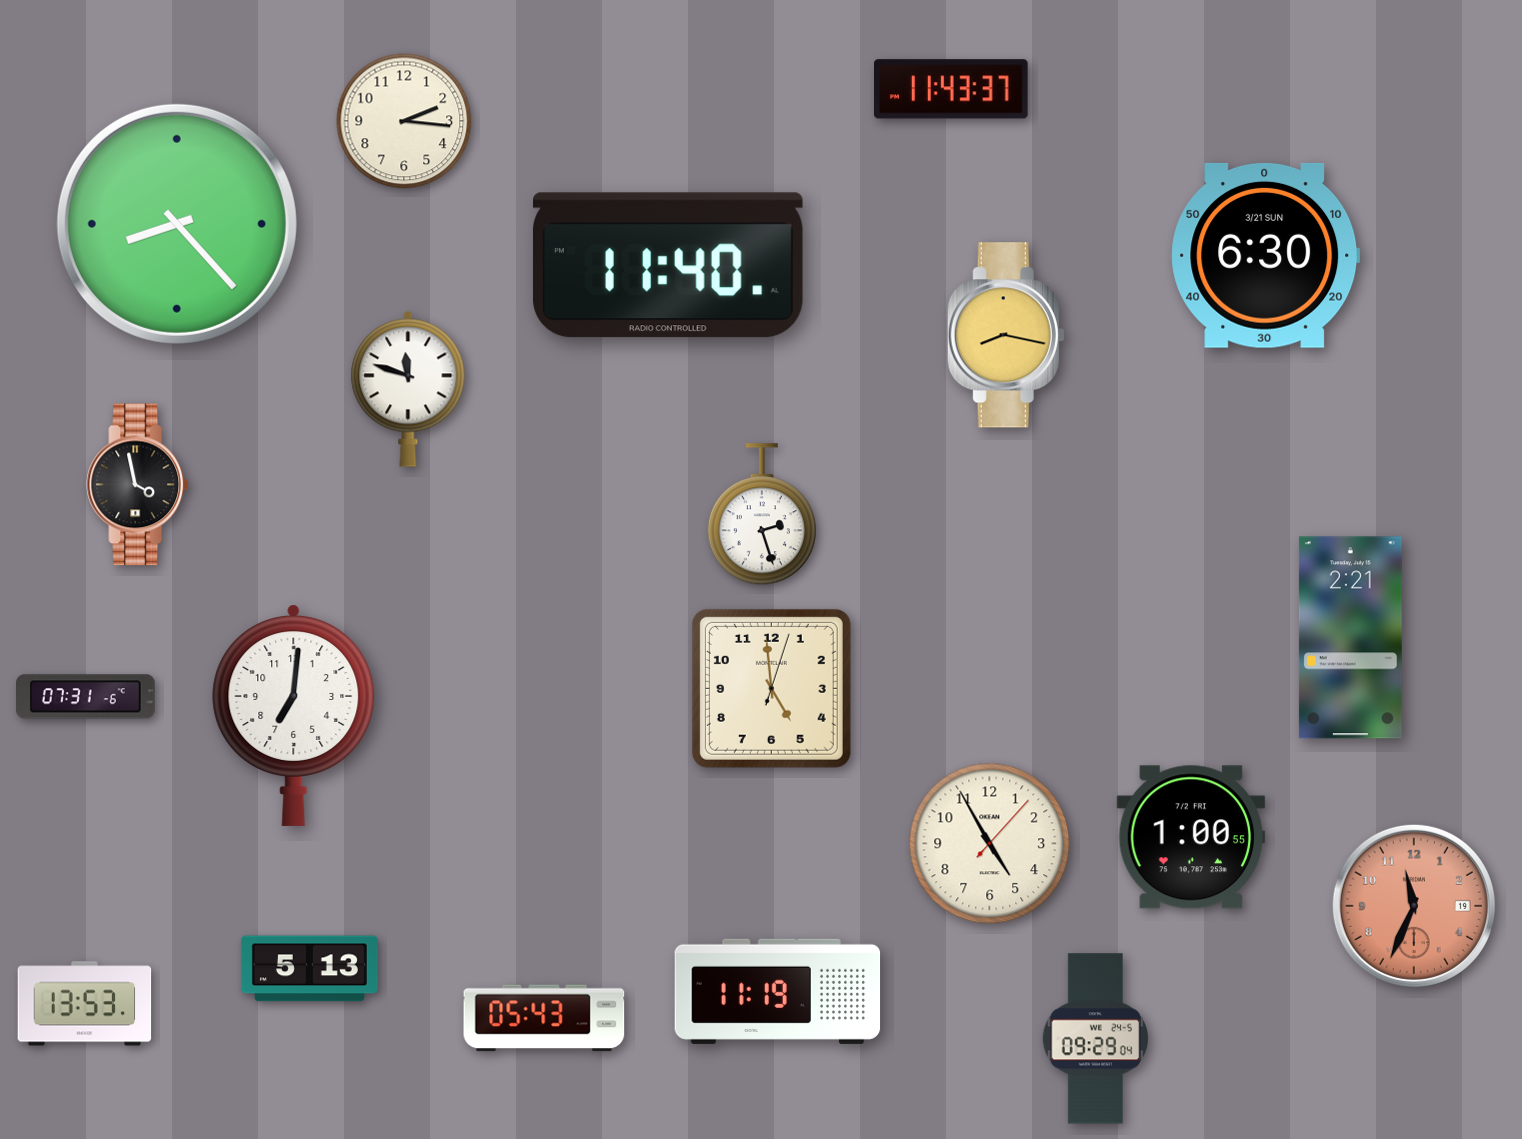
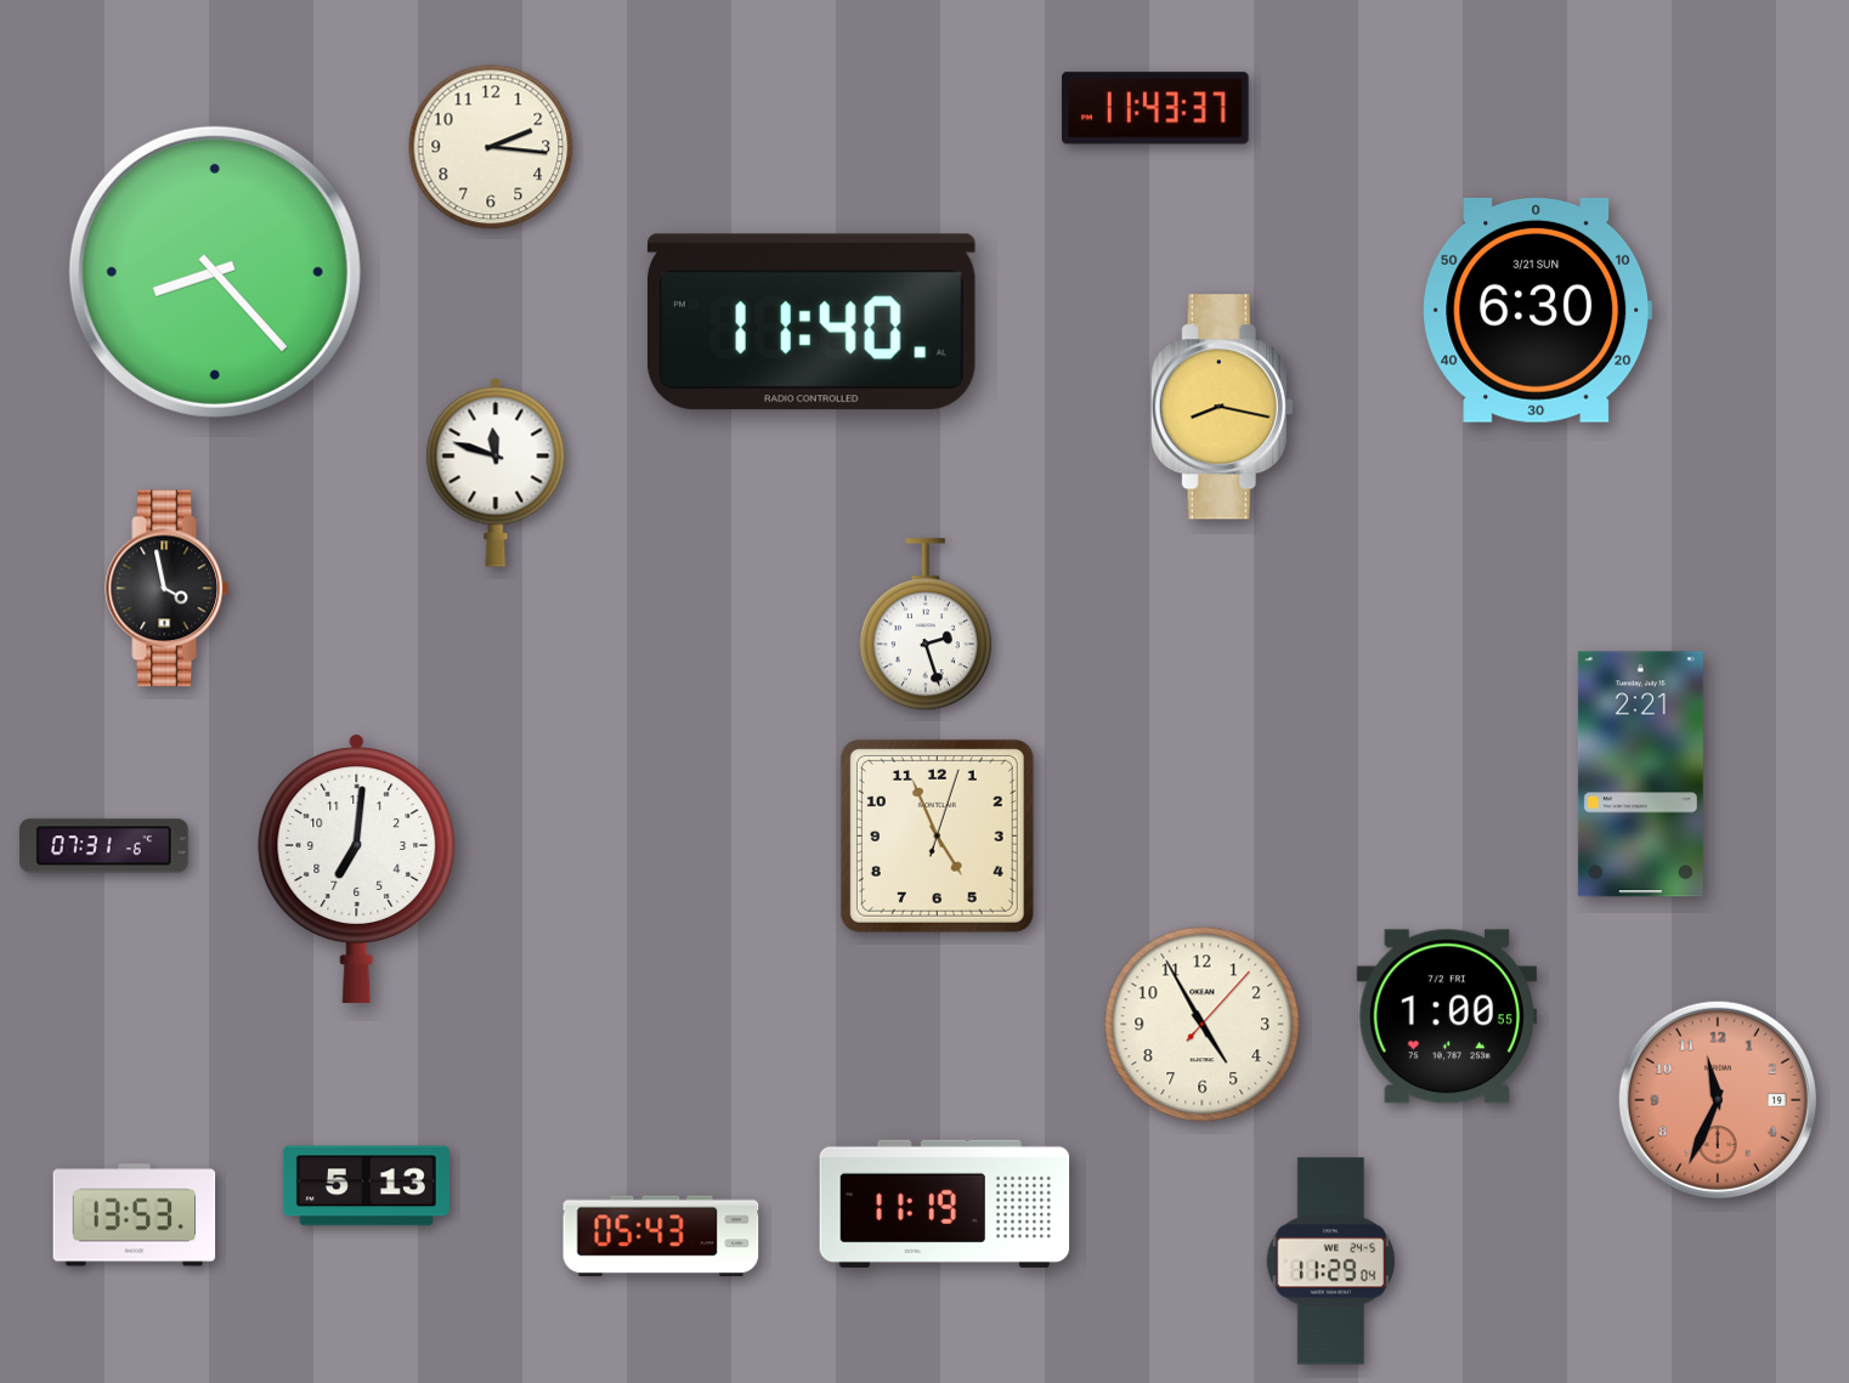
clock at (771, 688): 4:59 -> 4:56
clock at (309, 969) position: (309, 969) -> (366, 1186)
clock at (85, 1004) position: (85, 1004) -> (135, 1215)
clock at (1095, 1039): 09:29 -> 11:29
